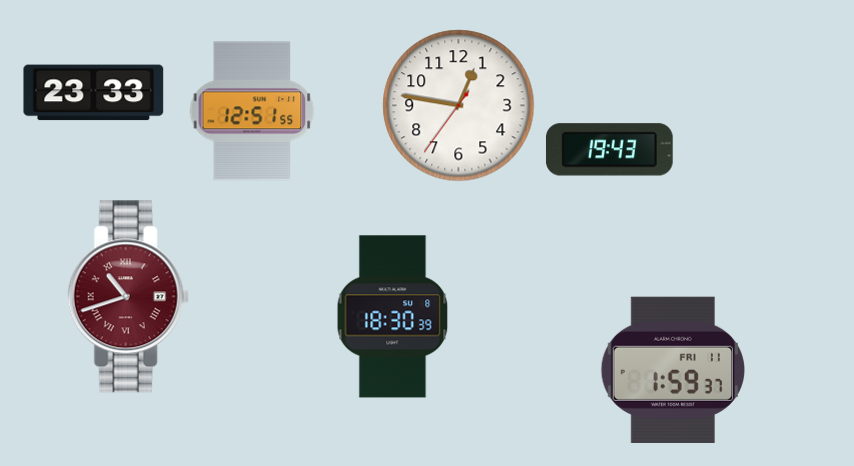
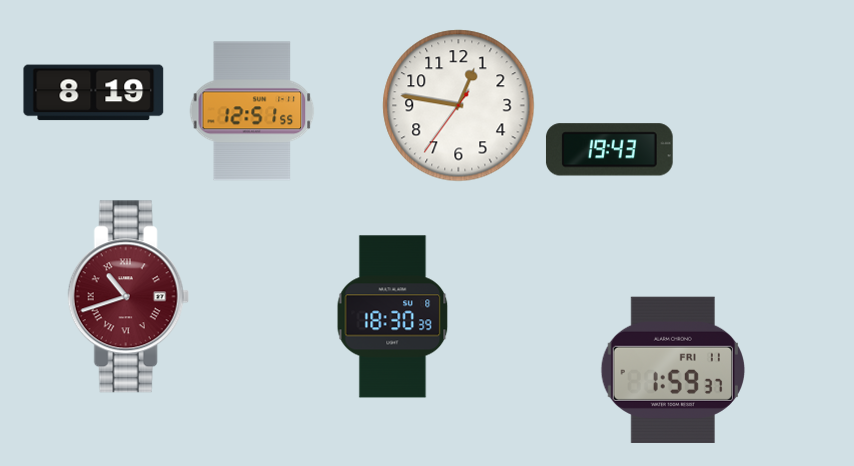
clock at (94, 93): 23:33 -> 8:19
